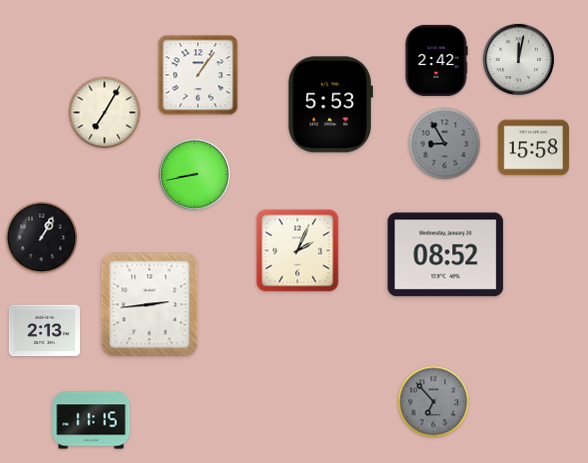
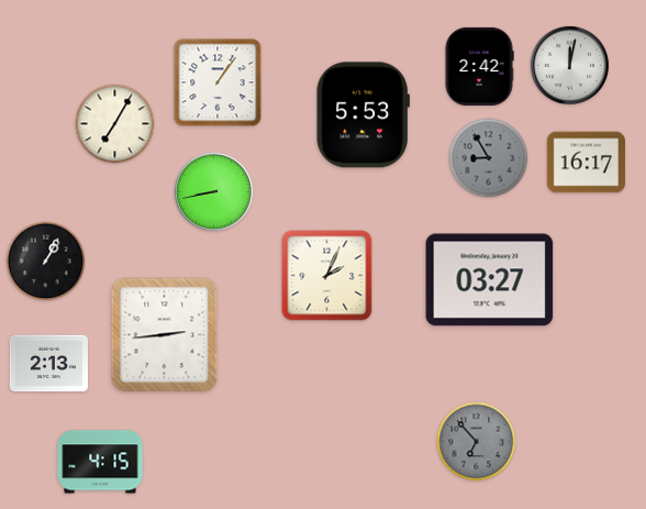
clock at (533, 148): 15:58 -> 16:17
clock at (446, 255): 08:52 -> 03:27
clock at (91, 420): 11:15 -> 4:15
